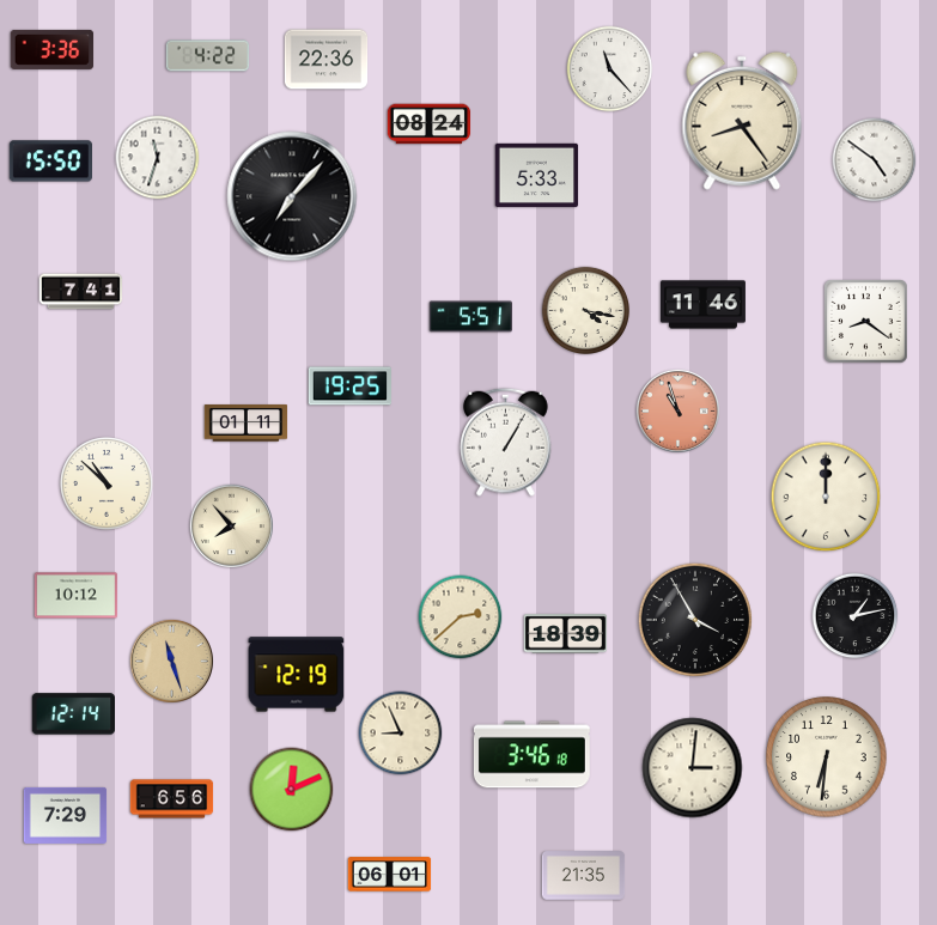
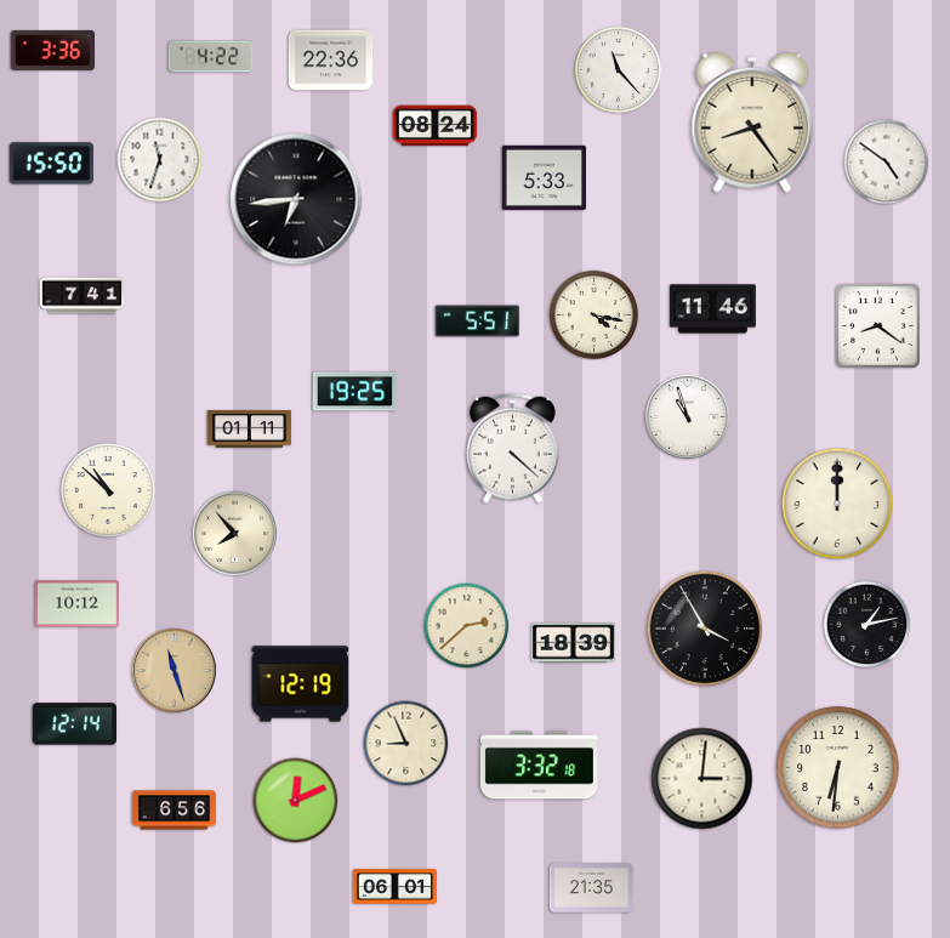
clock at (292, 196): 7:07 -> 6:44
clock at (677, 410) dial: salmon -> white
clock at (506, 442): 1:05 -> 4:22
clock at (531, 755): 3:46 -> 3:32
clock at (66, 815): 7:29 -> none
